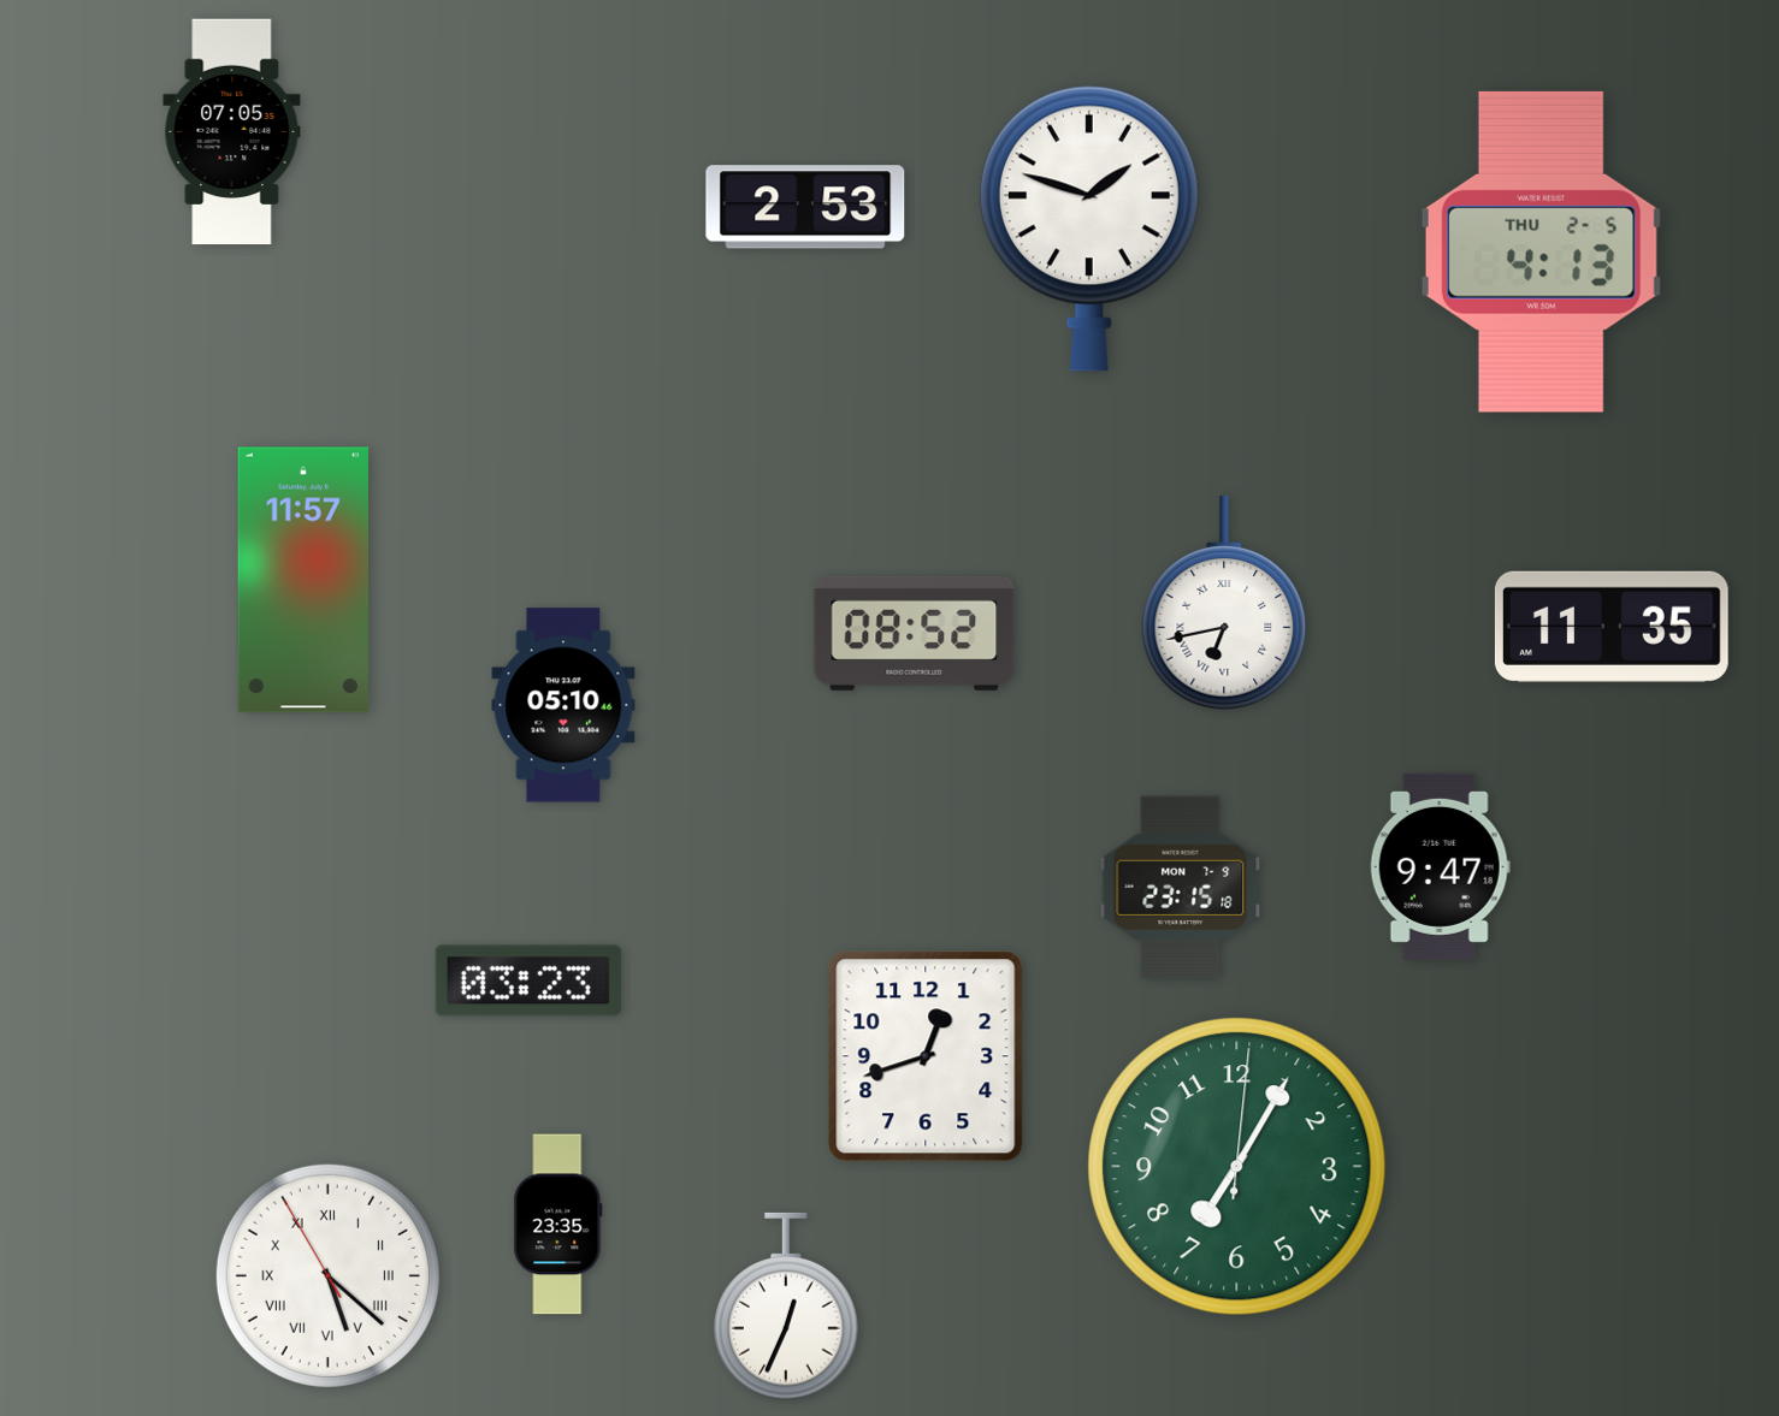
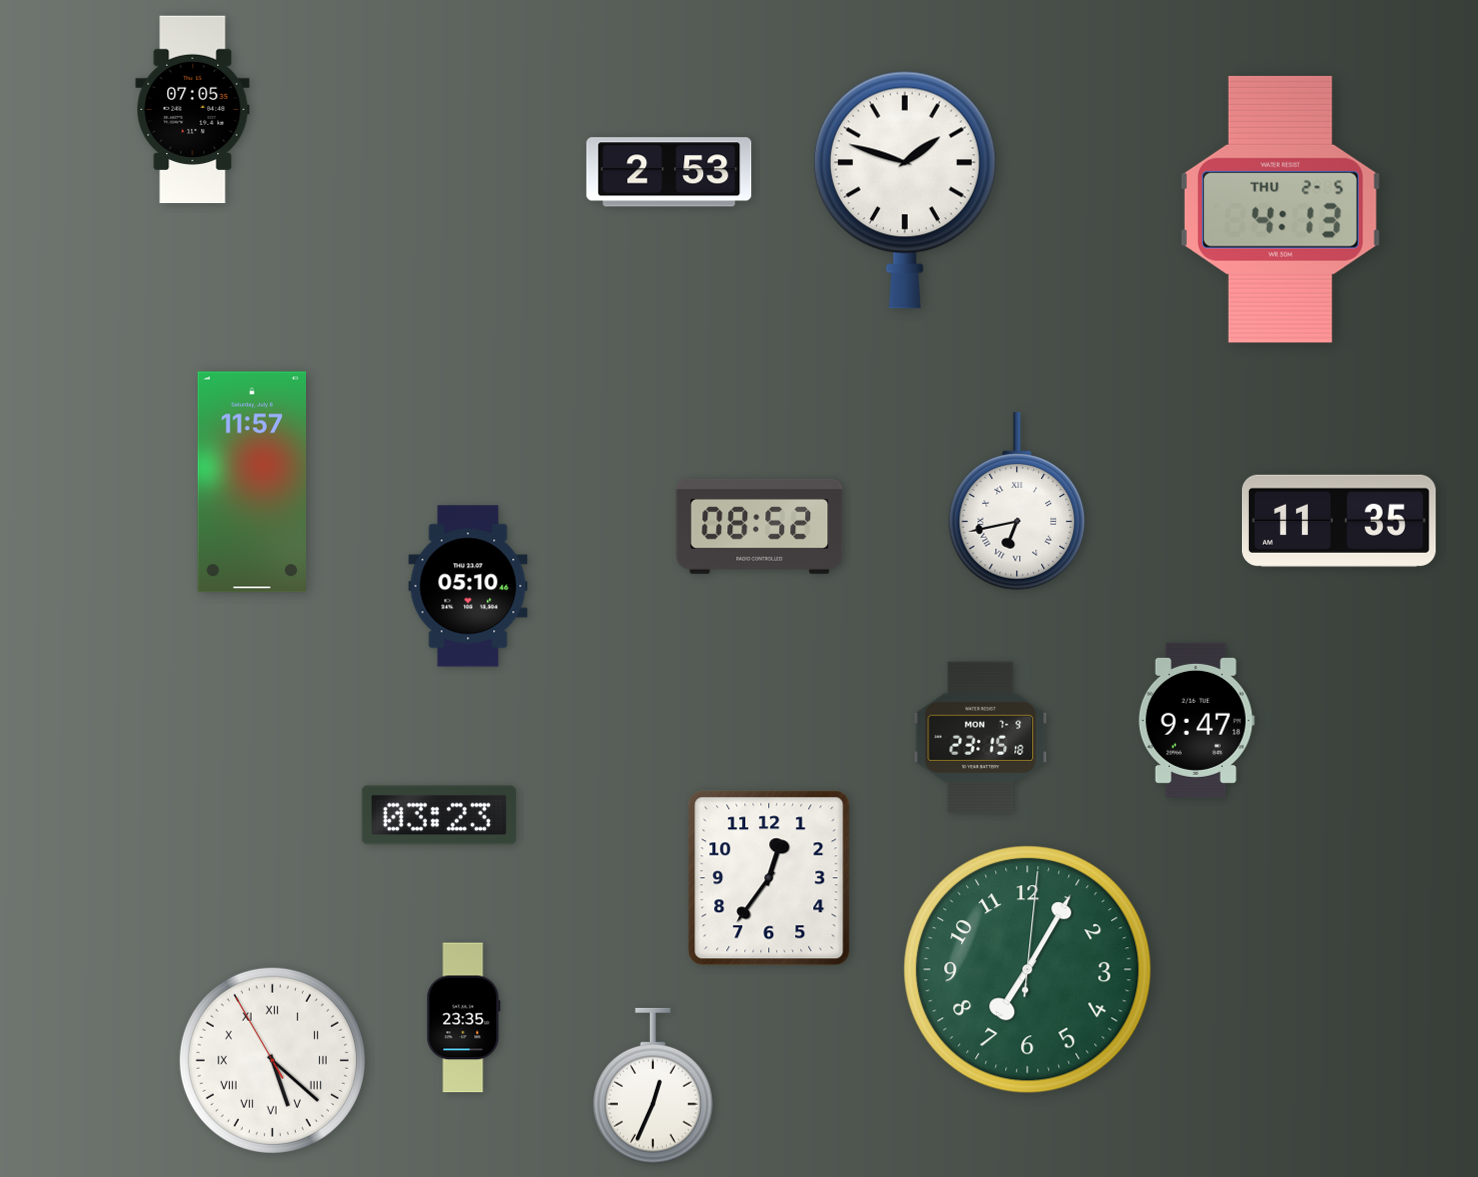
clock at (926, 1056): 12:42 -> 12:36
